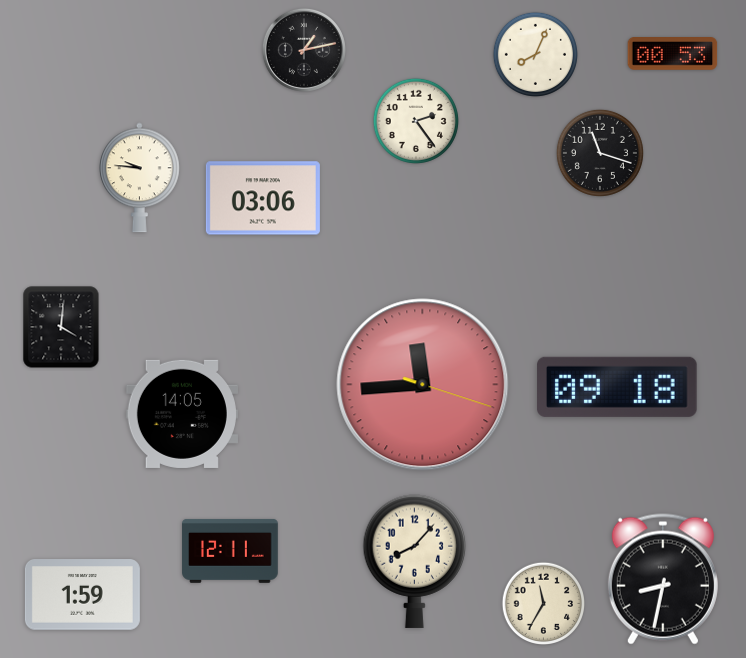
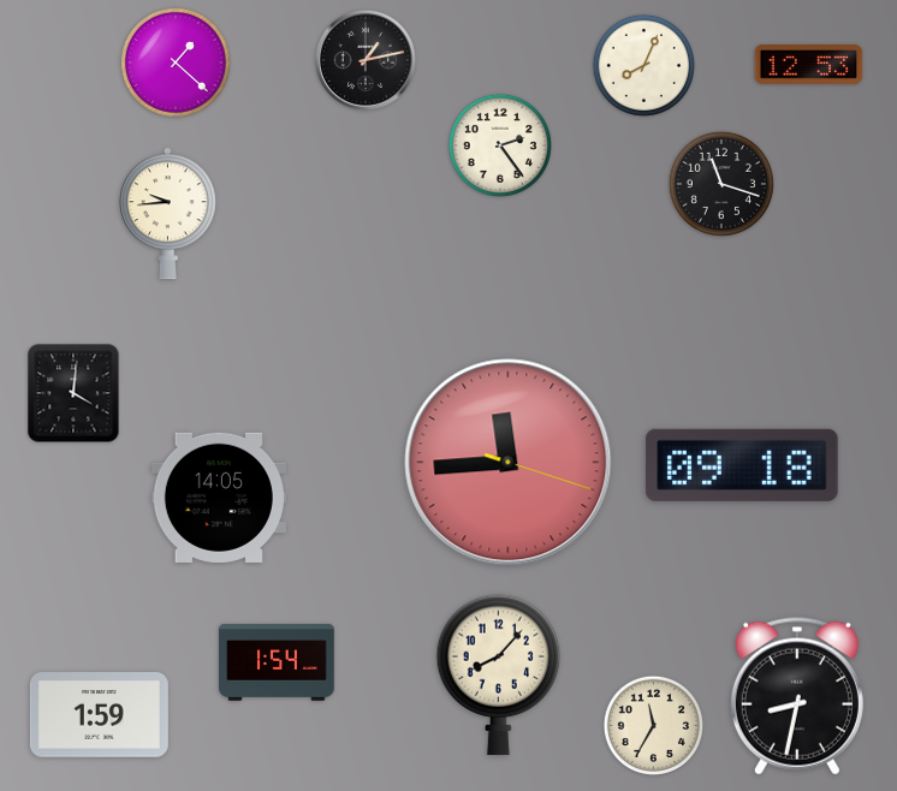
clock at (176, 63): none -> 1:22
clock at (673, 54): 00:53 -> 12:53
clock at (140, 178): 9:46 -> 9:44
clock at (263, 198): 03:06 -> none
clock at (230, 551): 12:11 -> 1:54
